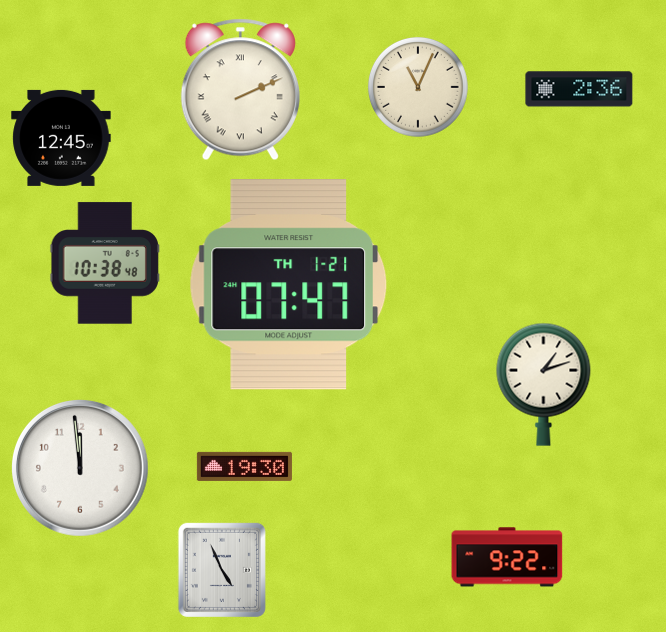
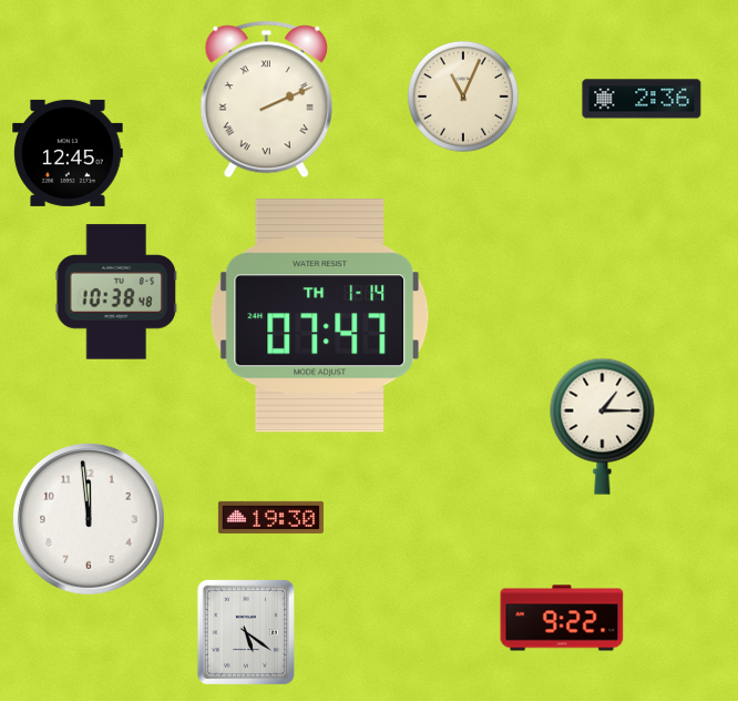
clock at (289, 285) date: TH 1-21 -> TH 1-14
clock at (544, 384): 1:12 -> 1:15
clock at (222, 570): 4:56 -> 5:21
